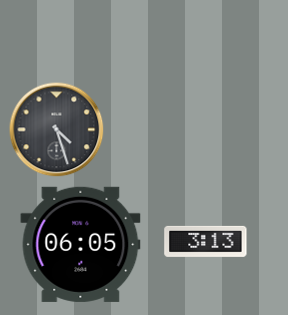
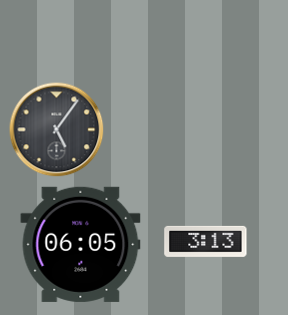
clock at (57, 130): 4:27 -> 5:06
